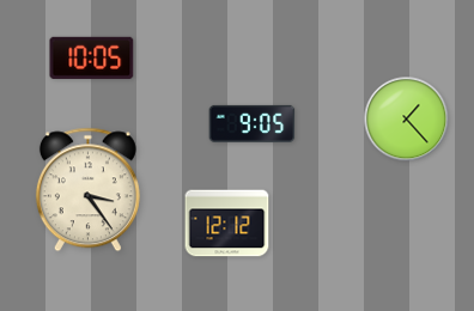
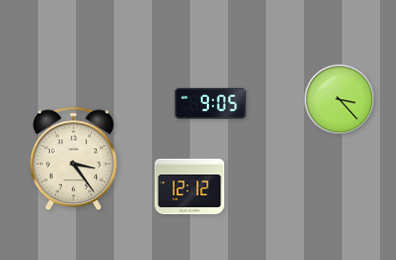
clock at (92, 57): 10:05 -> none
clock at (407, 120): 1:23 -> 3:23
